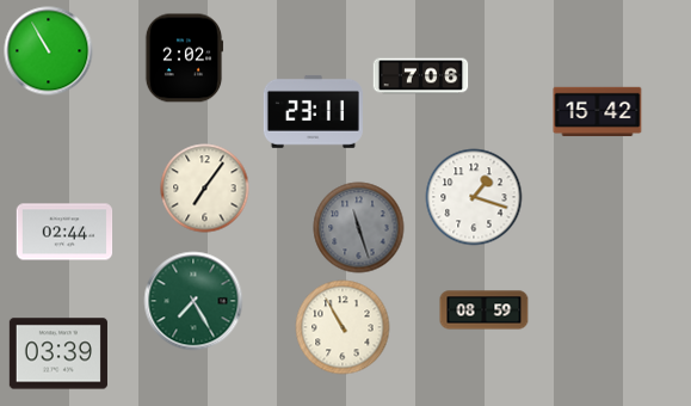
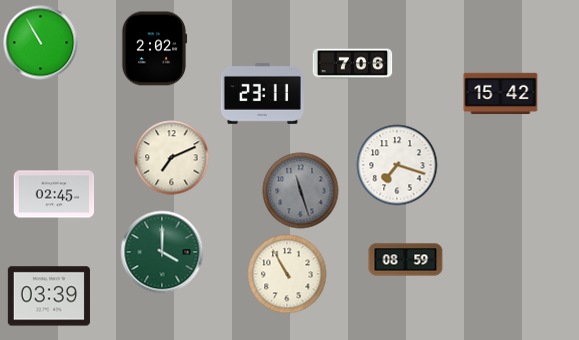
clock at (205, 189): 7:06 -> 7:11
clock at (474, 197): 1:18 -> 7:18
clock at (64, 232): 02:44 -> 02:45
clock at (193, 301): 7:25 -> 4:00
